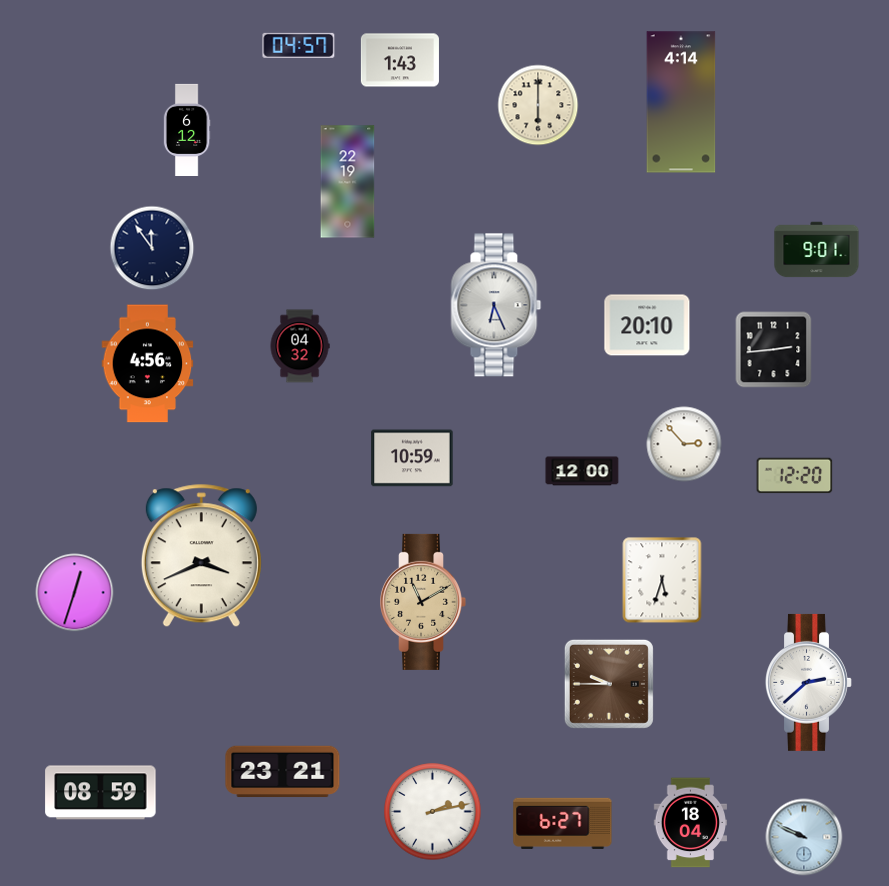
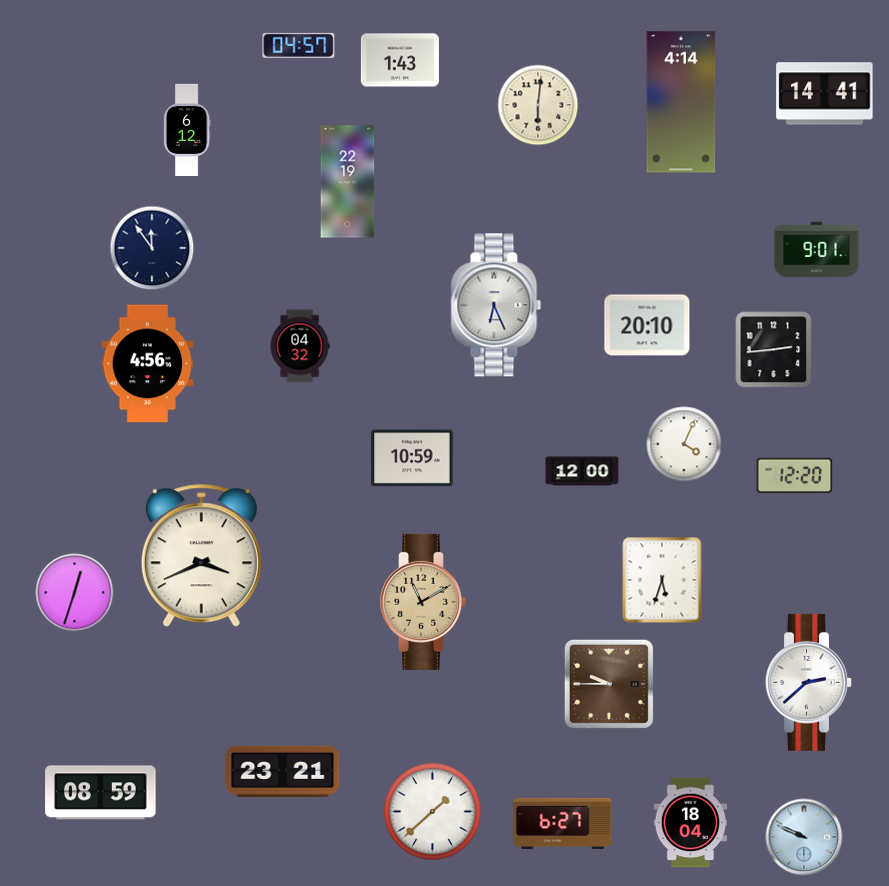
clock at (825, 94): none -> 14:41
clock at (538, 105): 6:00 -> 6:01
clock at (684, 444): 2:53 -> 4:04
clock at (433, 812): 2:13 -> 1:38
